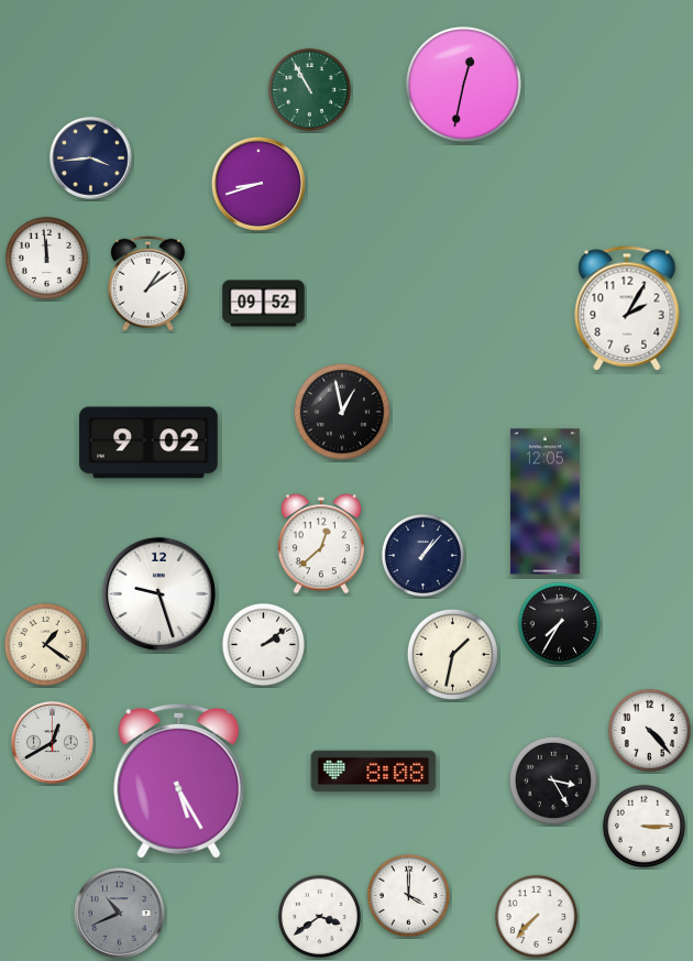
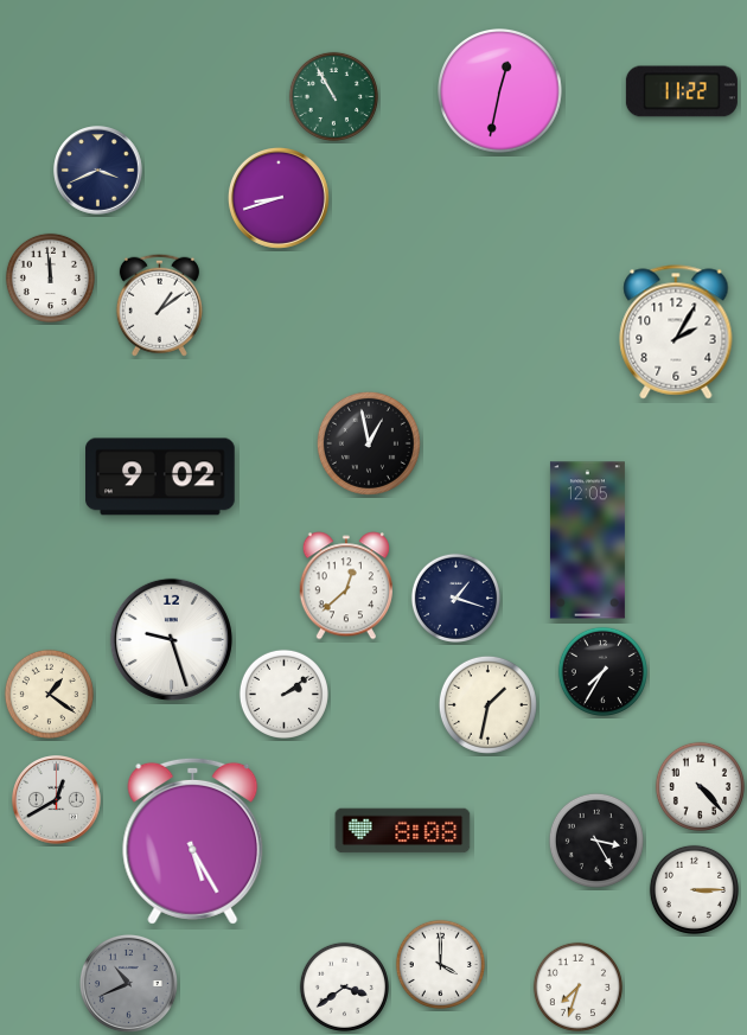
clock at (682, 91): none -> 11:22
clock at (91, 159): 3:44 -> 3:41
clock at (264, 304): 09:52 -> none
clock at (422, 555): 1:07 -> 1:18
clock at (536, 916): 7:37 -> 7:33
